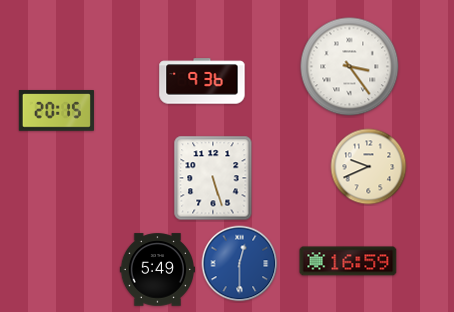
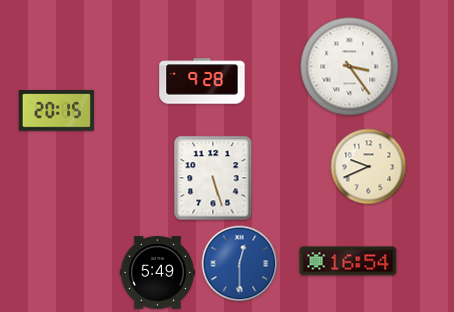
clock at (202, 81): 9:36 -> 9:28
clock at (348, 261): 16:59 -> 16:54
clock at (157, 270) position: (157, 270) -> (157, 273)
